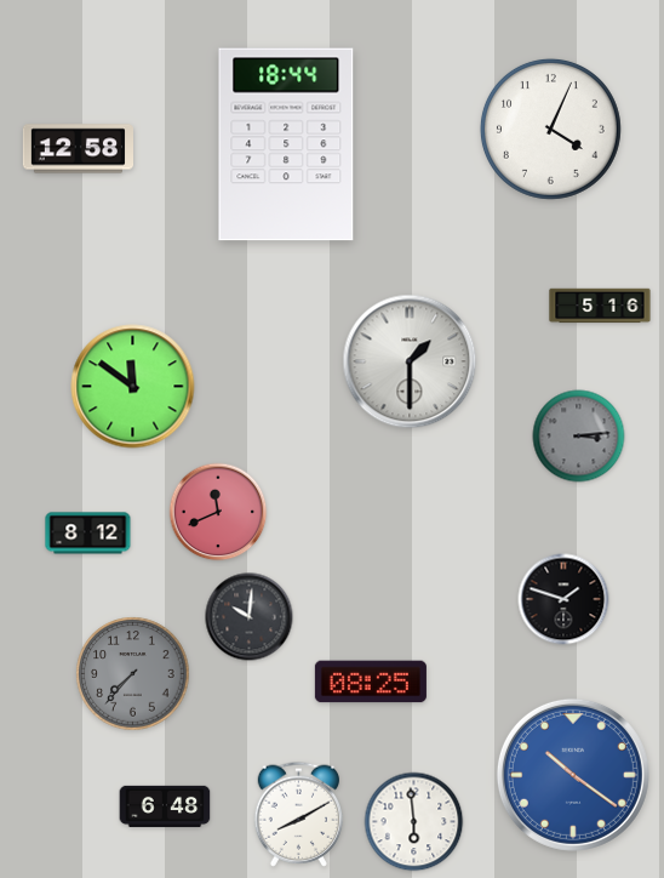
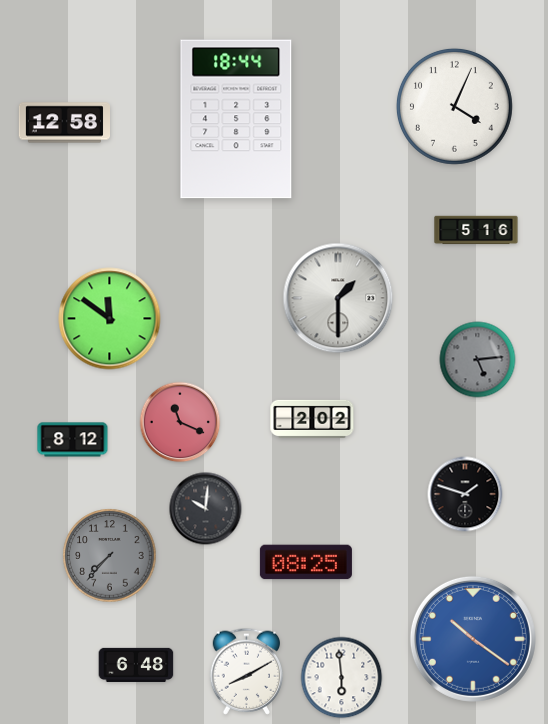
clock at (600, 306) position: (600, 306) -> (476, 230)
clock at (579, 437): 3:14 -> 5:14
clock at (312, 419): none -> 2:02
clock at (218, 512): 11:41 -> 11:19
